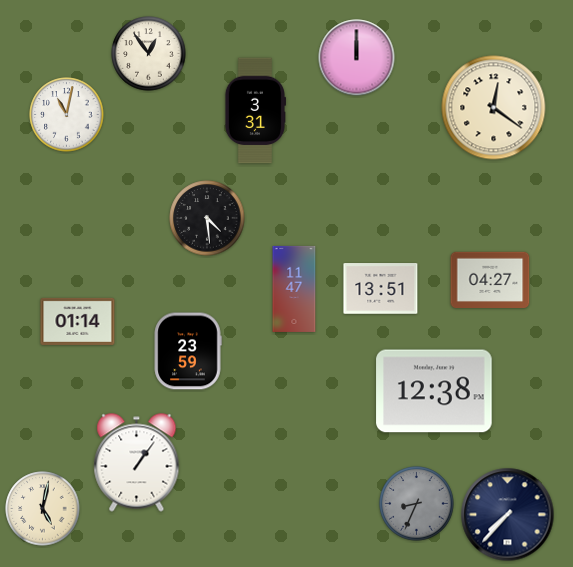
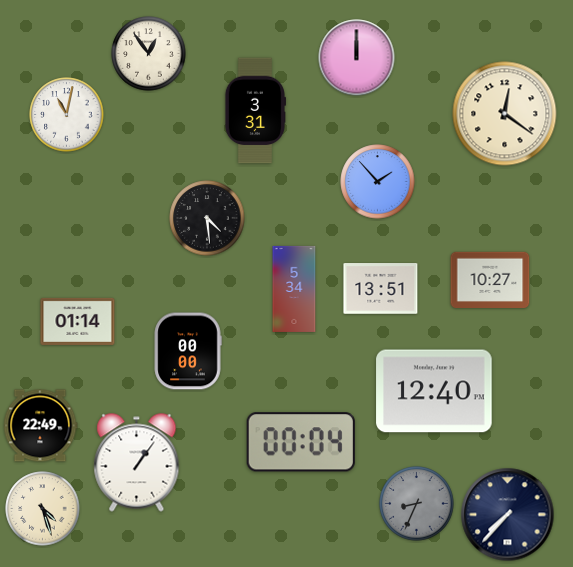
clock at (494, 108) position: (494, 108) -> (505, 114)
clock at (378, 182): none -> 1:53
clock at (490, 279): 04:27 -> 10:27
clock at (294, 289): 11:47 -> 5:34
clock at (188, 351): 23:59 -> 00:00
clock at (434, 391): 12:38 -> 12:40
clock at (40, 426): none -> 22:49
clock at (301, 442): none -> 00:04
clock at (43, 509): 5:02 -> 4:27
